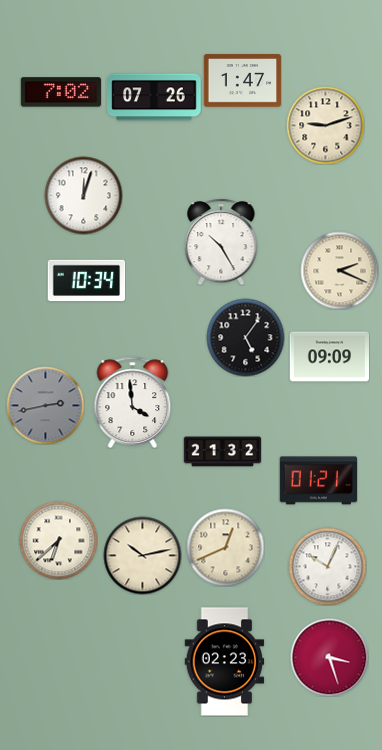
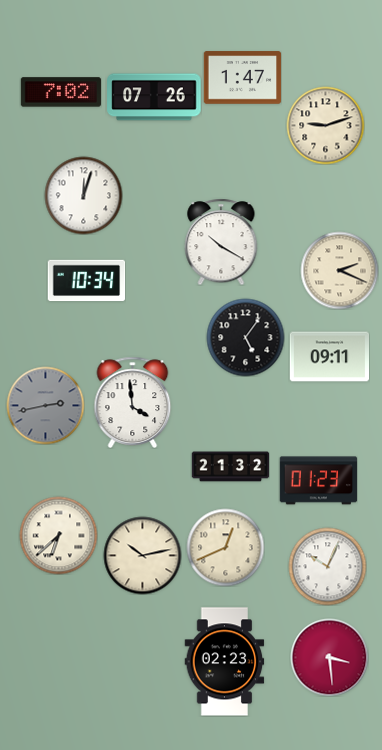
clock at (242, 81) position: (242, 81) -> (242, 78)
clock at (221, 242): 10:25 -> 10:20
clock at (329, 357): 09:09 -> 09:11
clock at (222, 452) position: (222, 452) -> (230, 467)
clock at (318, 481): 01:21 -> 01:23
clock at (58, 540) position: (58, 540) -> (58, 535)
clock at (329, 657): 3:27 -> 3:29
